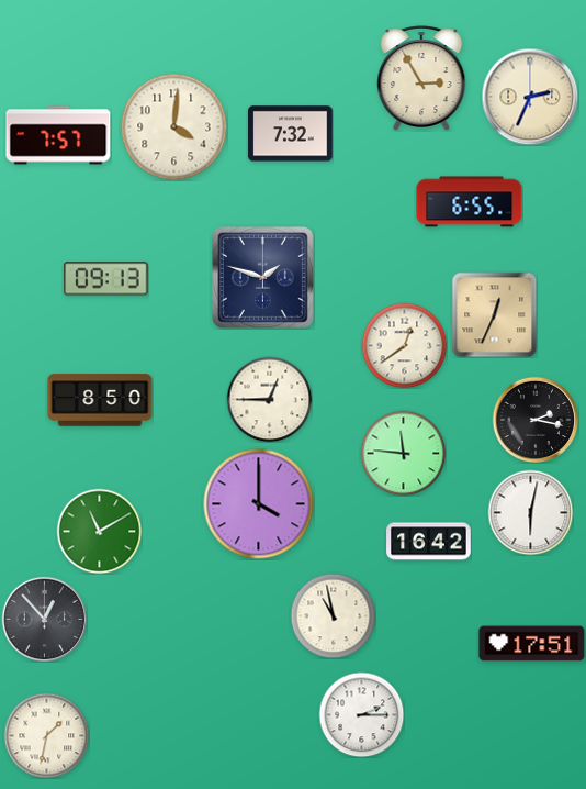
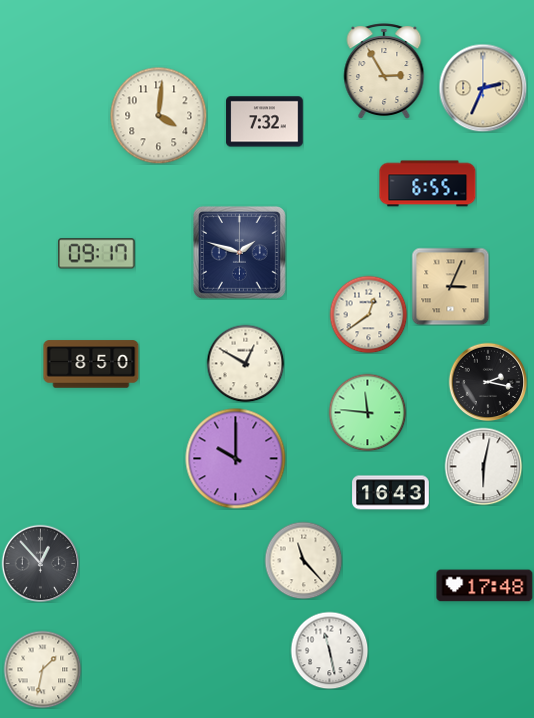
clock at (58, 135): 7:57 -> none
clock at (106, 279): 09:13 -> 09:17
clock at (494, 314): 12:34 -> 3:04
clock at (269, 399): 12:45 -> 12:50
clock at (259, 504): 4:00 -> 10:00
clock at (99, 531): 11:10 -> none
clock at (429, 542): 16:42 -> 16:43
clock at (333, 615): 10:58 -> 11:23
clock at (532, 644): 17:51 -> 17:48
clock at (361, 714): 2:15 -> 11:28
